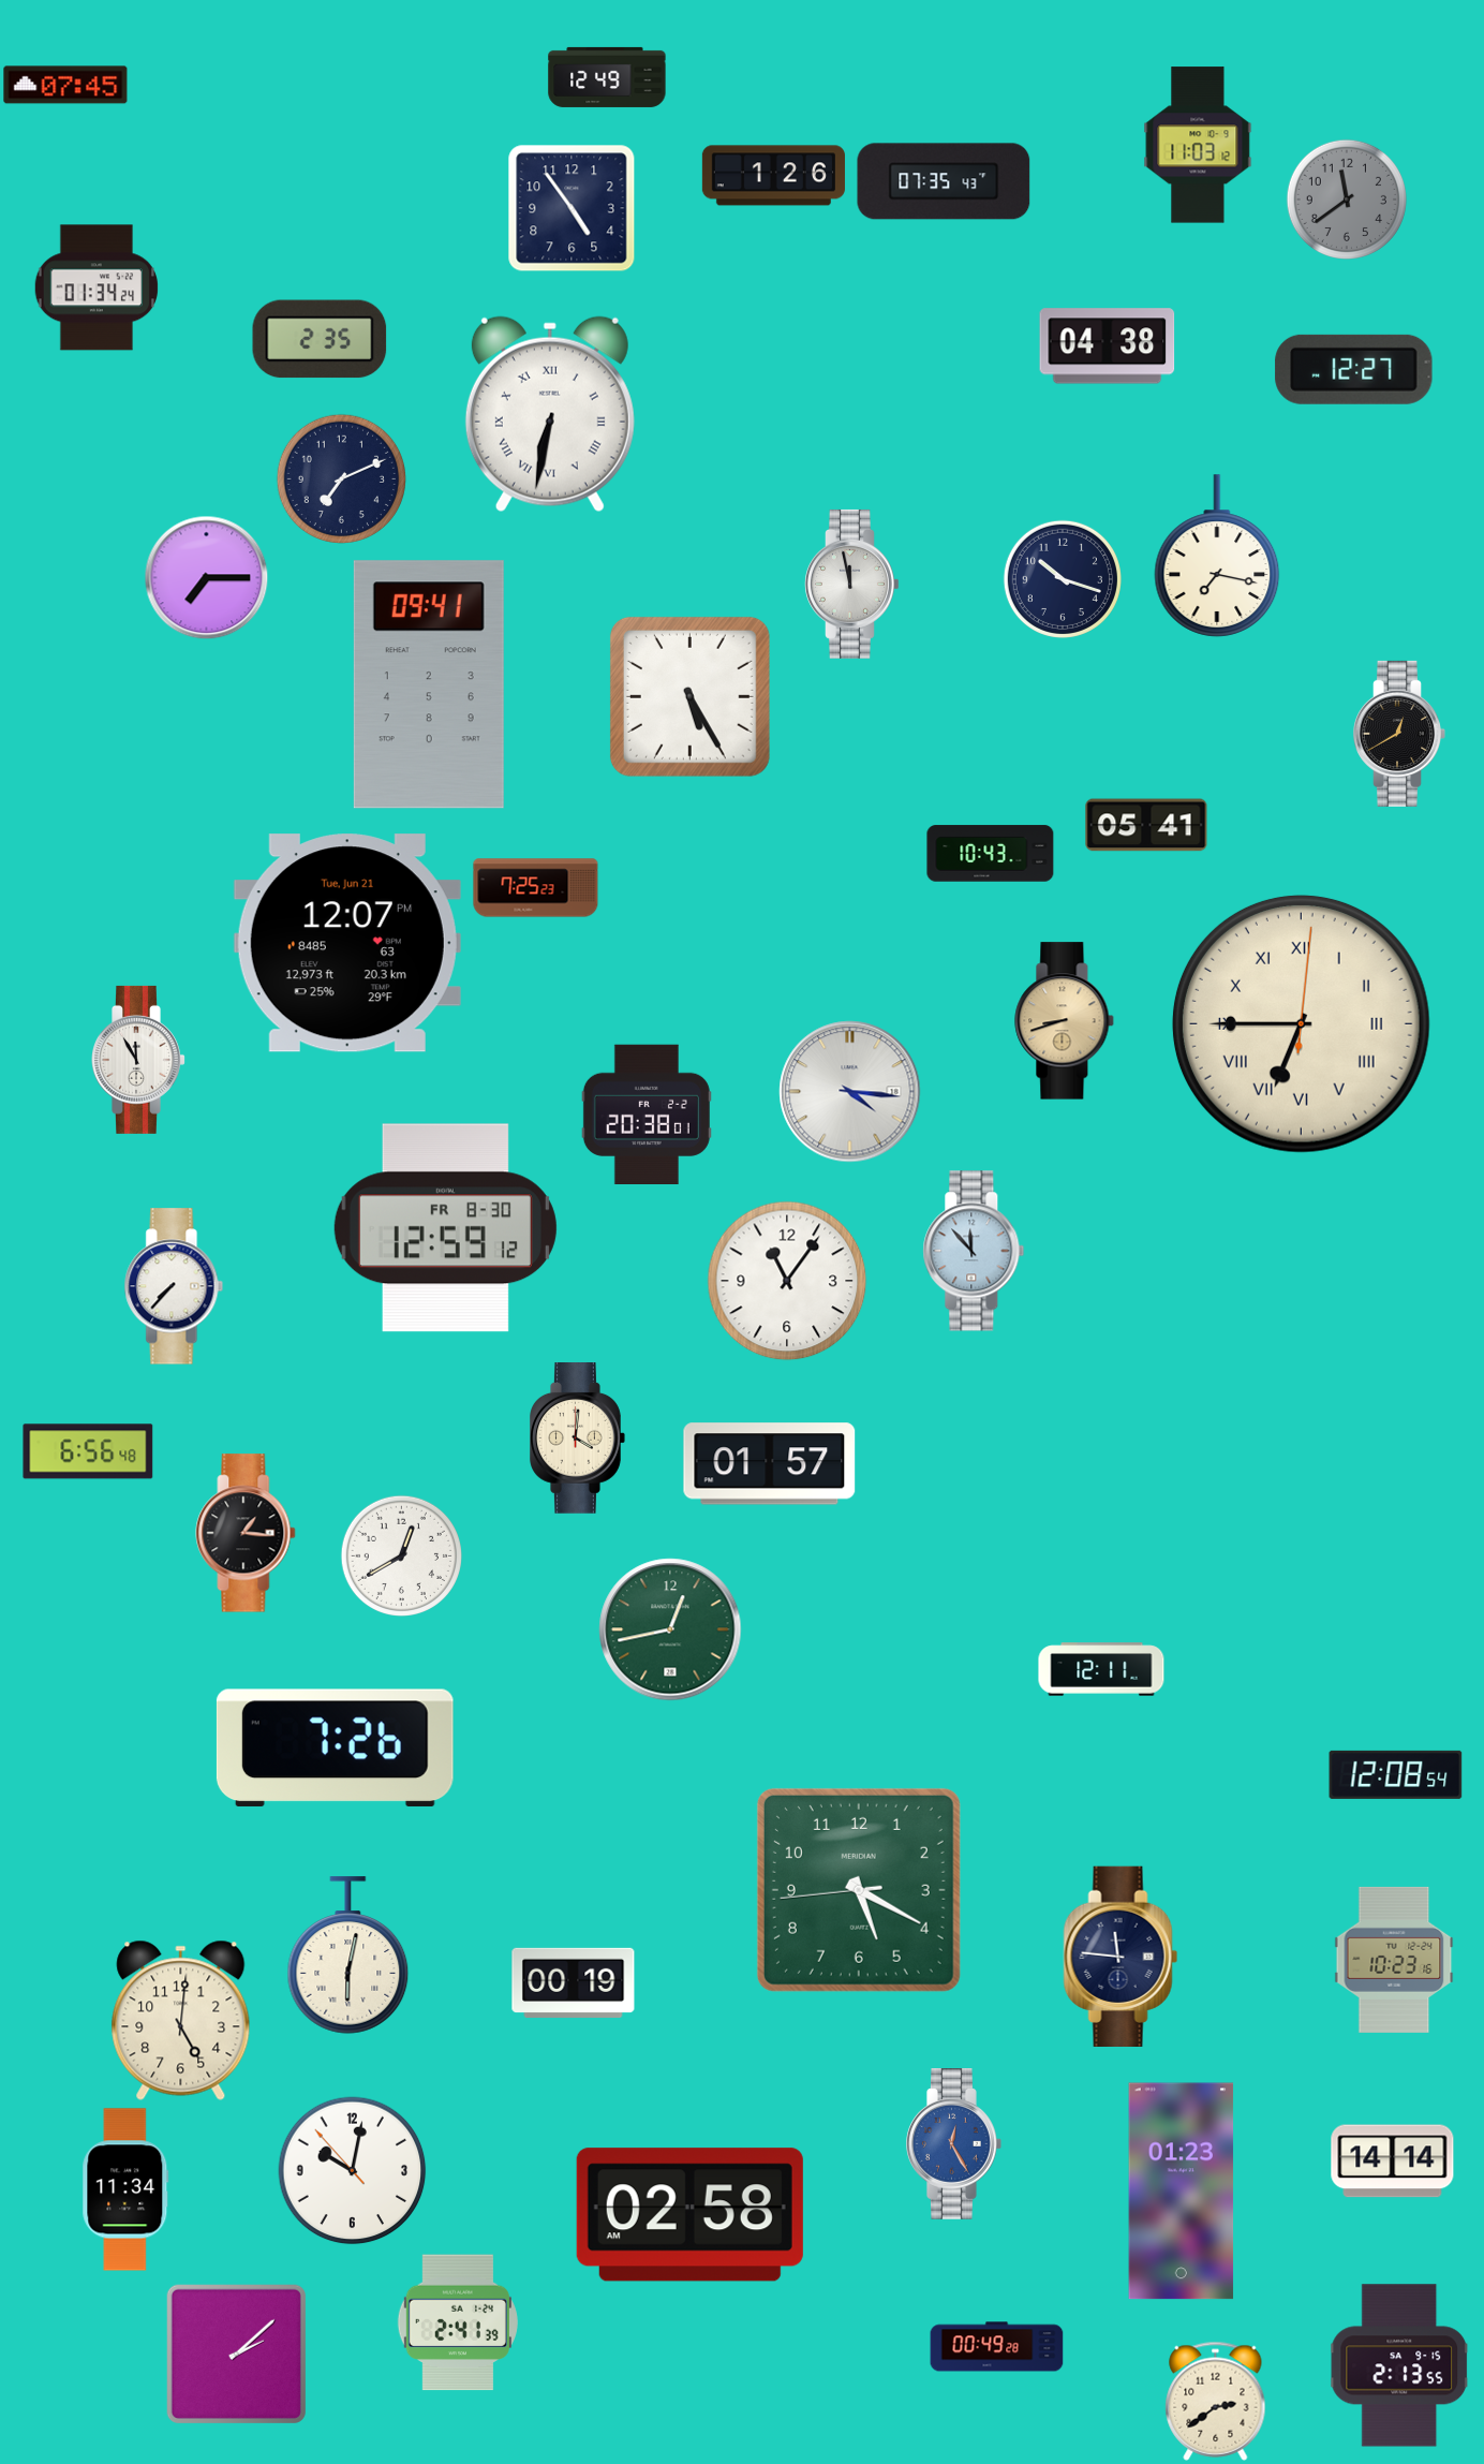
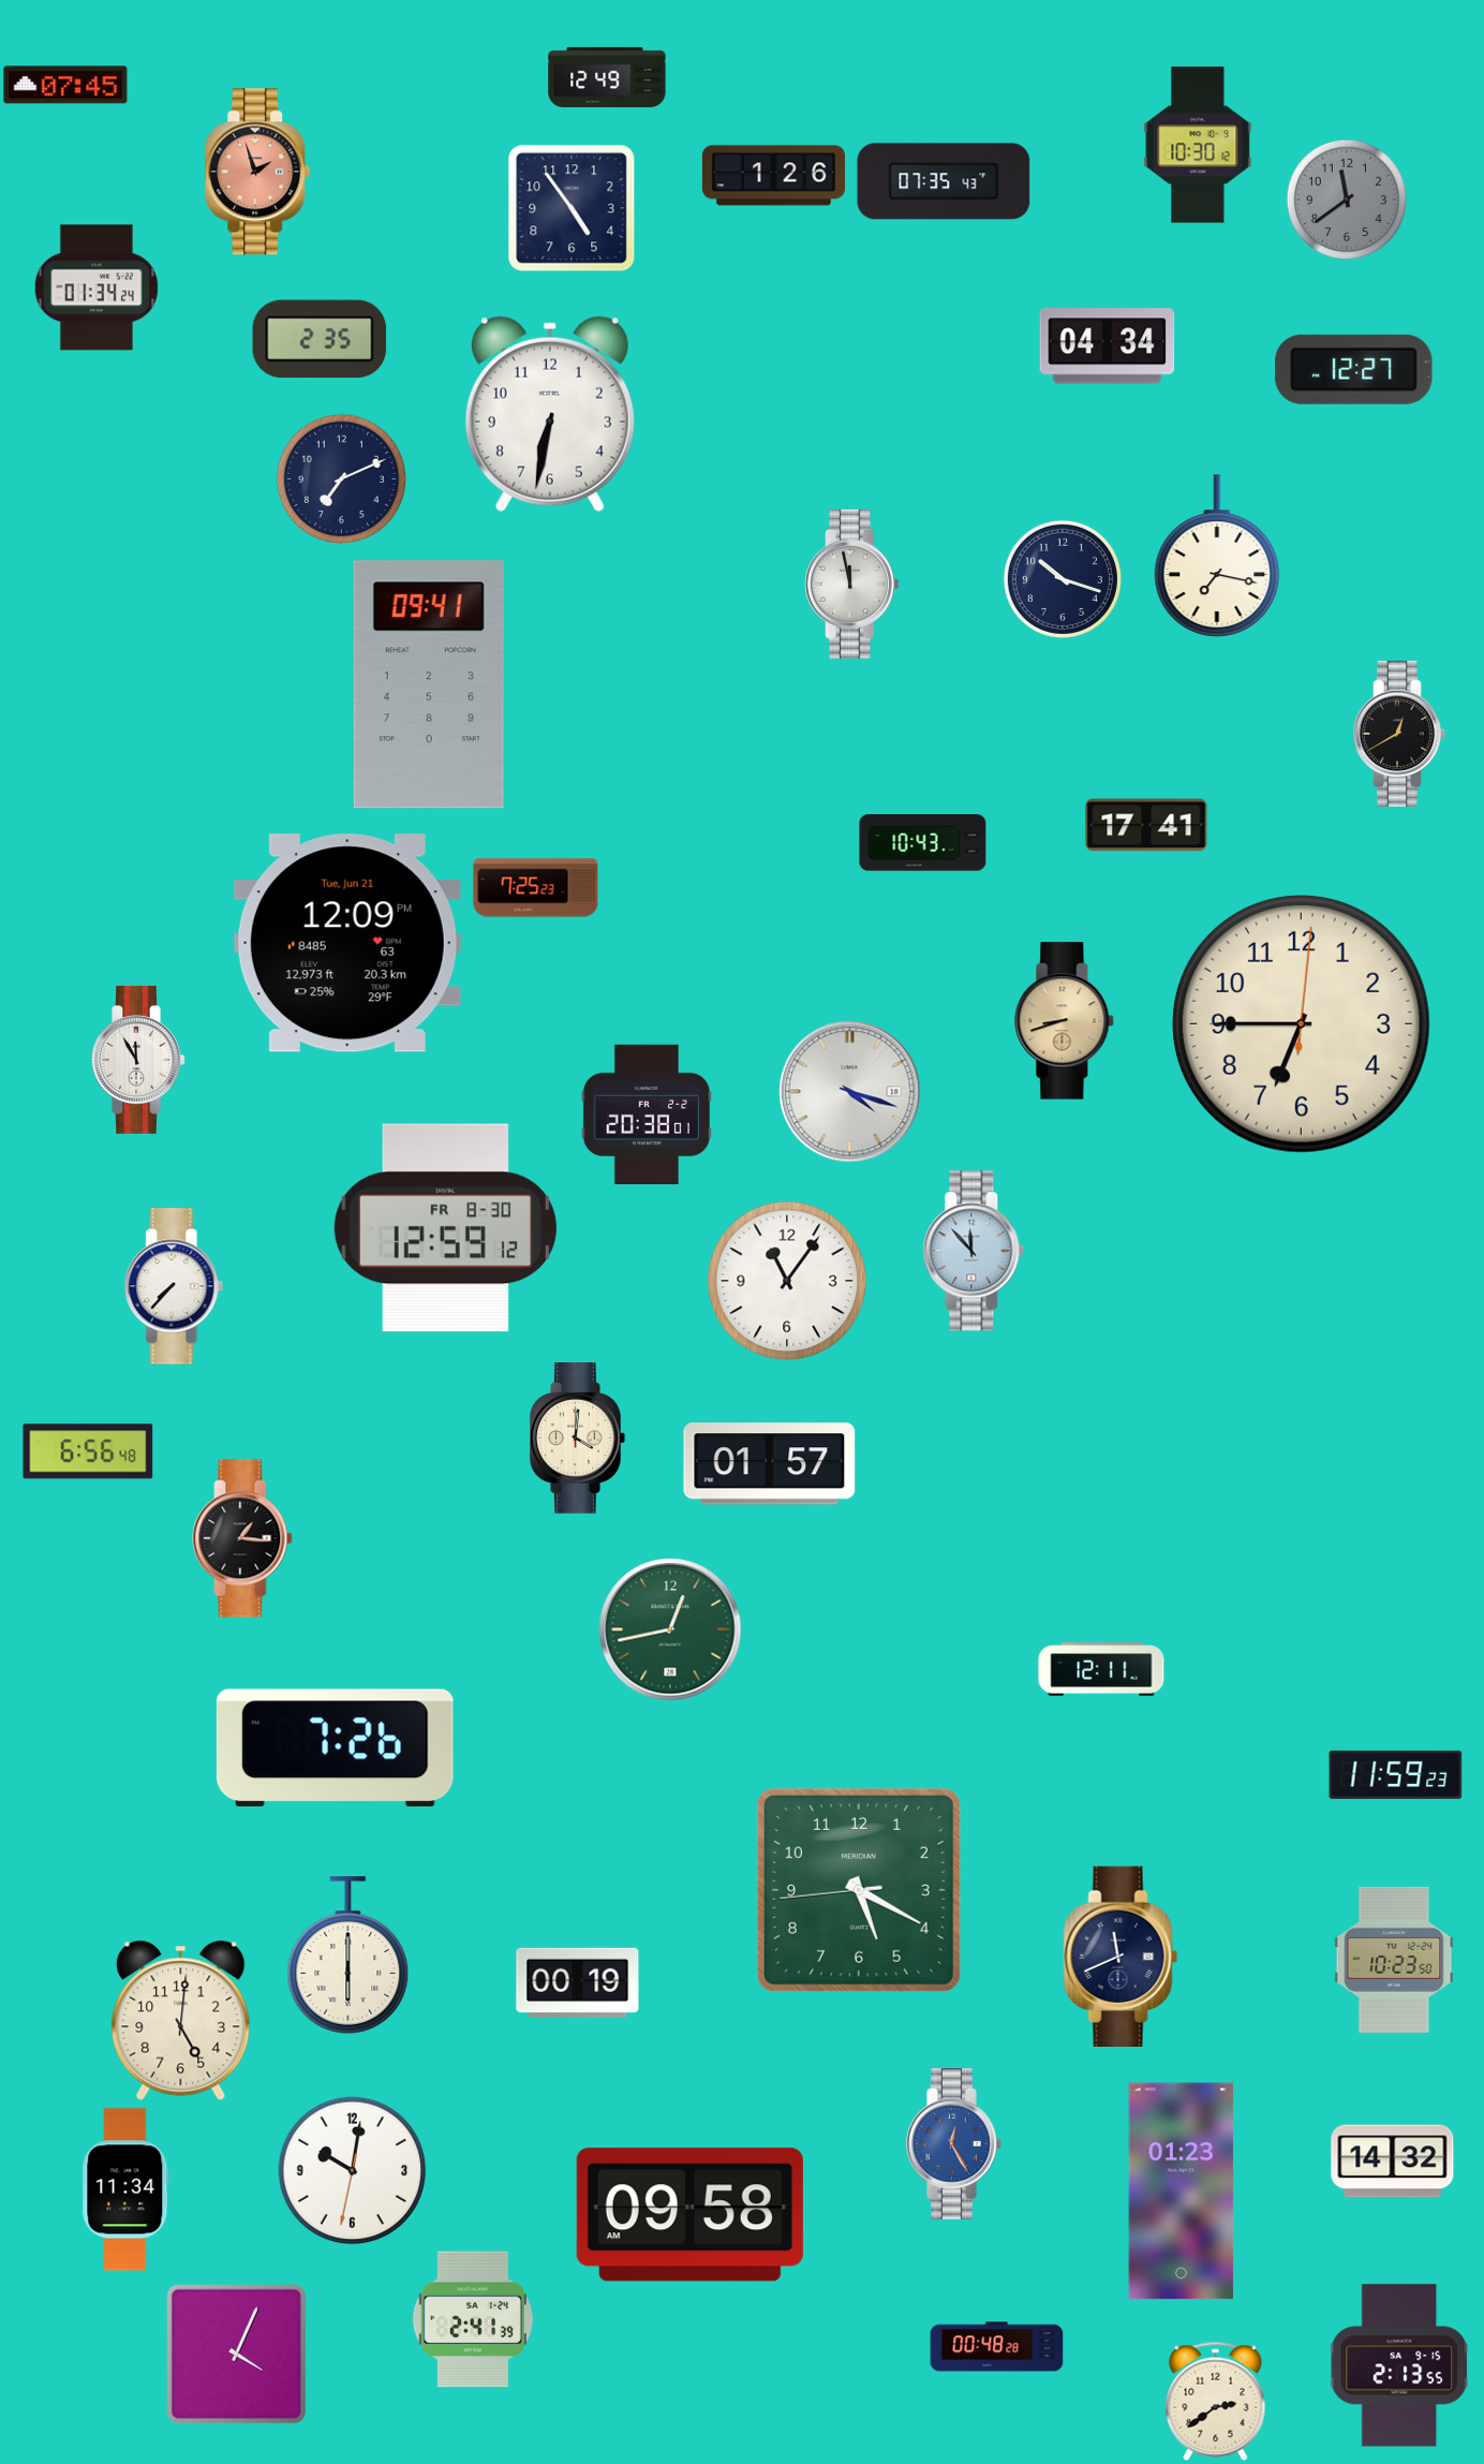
clock at (1198, 145): 11:03 -> 10:30
clock at (257, 172): none -> 1:57
clock at (1108, 346): 04:38 -> 04:34
clock at (550, 414) numerals: Roman -> Arabic
clock at (207, 578): 7:15 -> none
clock at (689, 696): 5:25 -> none
clock at (1146, 825): 05:41 -> 17:41
clock at (991, 854) position: (991, 854) -> (923, 843)
clock at (347, 943): 12:07 -> 12:09
clock at (1301, 1023) numerals: Roman -> Arabic
clock at (850, 1092): 4:16 -> 4:18
clock at (246, 1533) position: (246, 1533) -> (242, 1538)
clock at (401, 1555): 12:40 -> none
clock at (1396, 1774): 12:08 -> 11:59
clock at (348, 1956): 6:02 -> 6:00
clock at (1121, 1956): 11:46 -> 11:41
clock at (1394, 1960): 10:23:16 -> 10:23:50
clock at (574, 1982) position: (574, 1982) -> (578, 1982)
clock at (1393, 2161): 14:14 -> 14:32
clock at (353, 2171): 10:01:53 -> 10:01:32
clock at (689, 2215): 02:58 -> 09:58
clock at (458, 2322) position: (458, 2322) -> (473, 2319)
clock at (997, 2347): 00:49 -> 00:48
clock at (236, 2354): 2:08 -> 4:04
